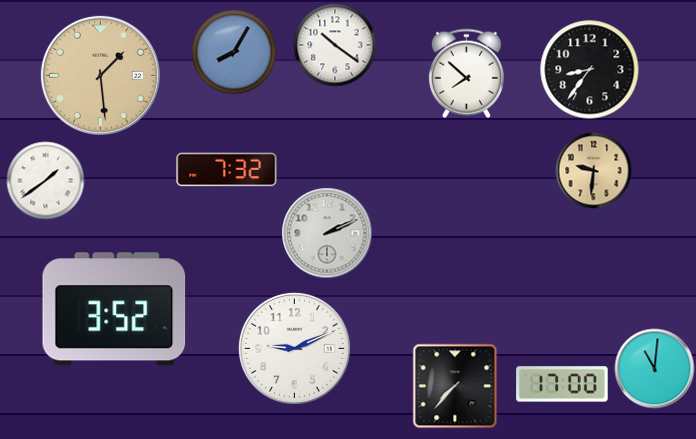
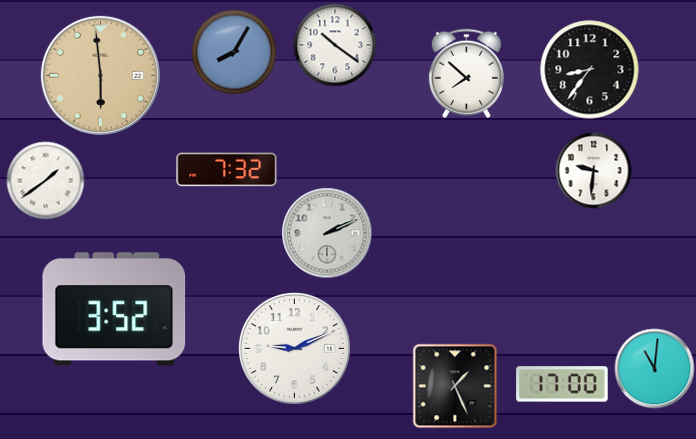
clock at (100, 75): 1:29 -> 5:59
clock at (594, 171) dial: champagne -> white
clock at (455, 386): 7:37 -> 1:26
